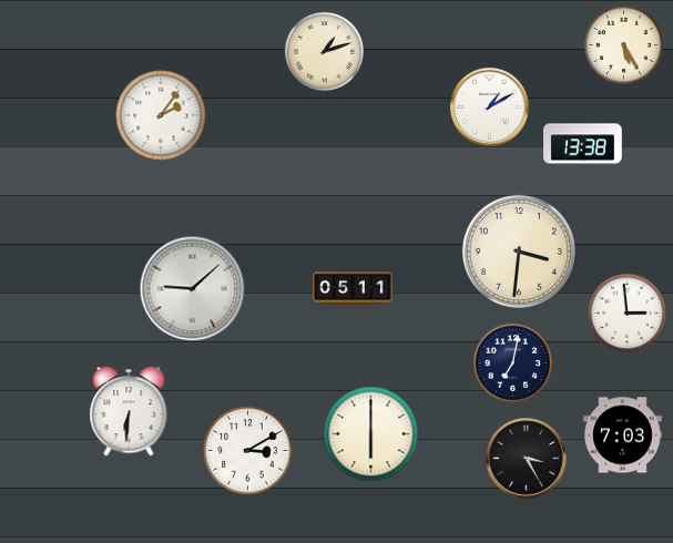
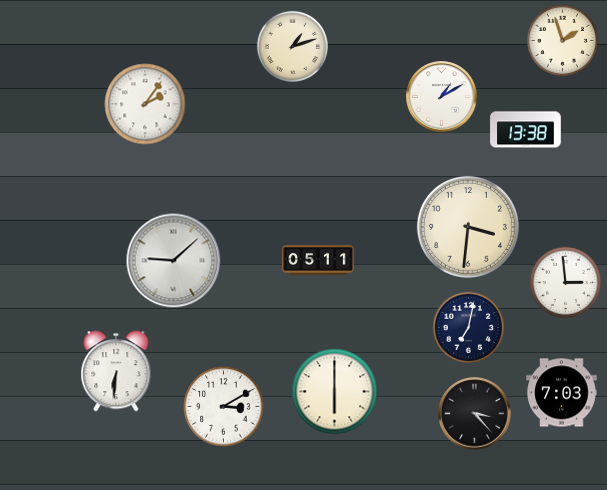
clock at (623, 44): 5:25 -> 1:57
clock at (512, 362) position: (512, 362) -> (468, 327)
clock at (527, 459): 3:25 -> 3:23
